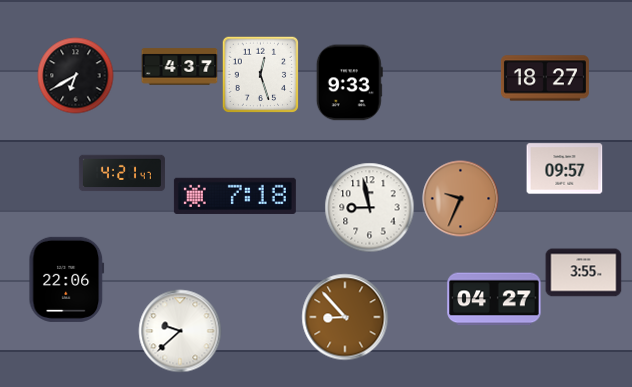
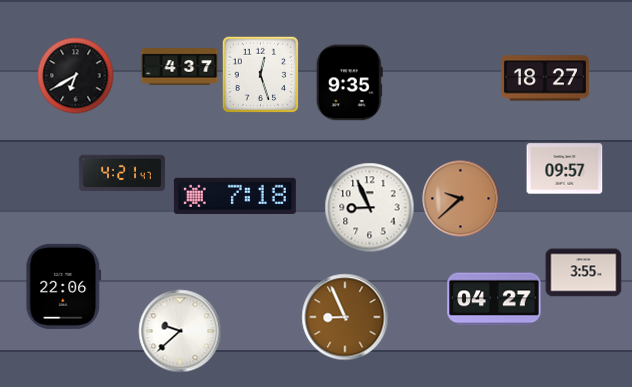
clock at (349, 83): 9:33 -> 9:35
clock at (461, 199): 9:34 -> 9:38
clock at (370, 208): 8:58 -> 8:56
clock at (67, 279) position: (67, 279) -> (64, 286)
clock at (345, 317): 8:53 -> 8:56
